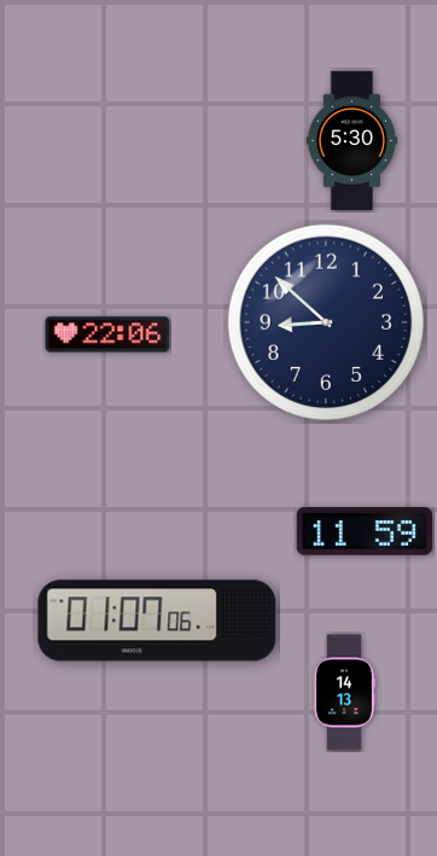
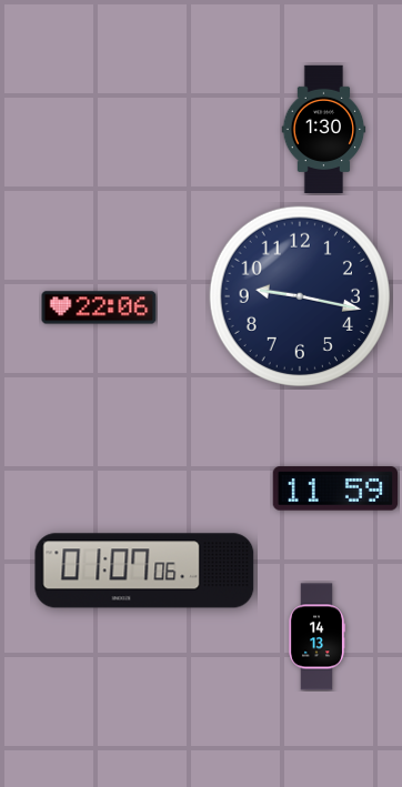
clock at (352, 140): 5:30 -> 1:30
clock at (326, 322): 8:52 -> 9:17
